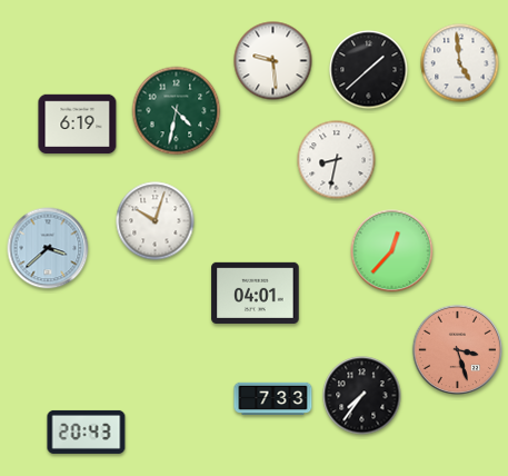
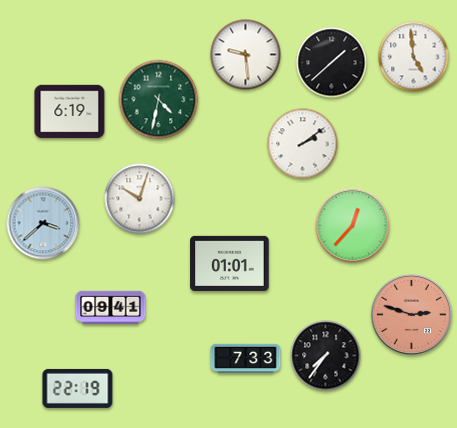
clock at (337, 160): 8:32 -> 2:09
clock at (256, 292): 04:01 -> 01:01
clock at (111, 308): none -> 09:41
clock at (458, 350): 3:27 -> 2:48
clock at (87, 432): 20:43 -> 22:19
